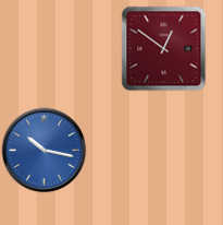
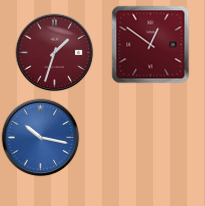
clock at (54, 52): none -> 1:33
